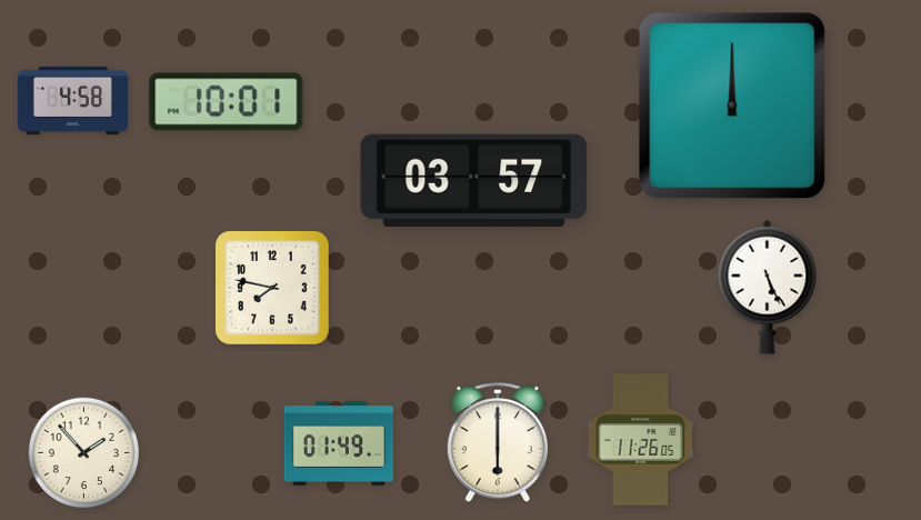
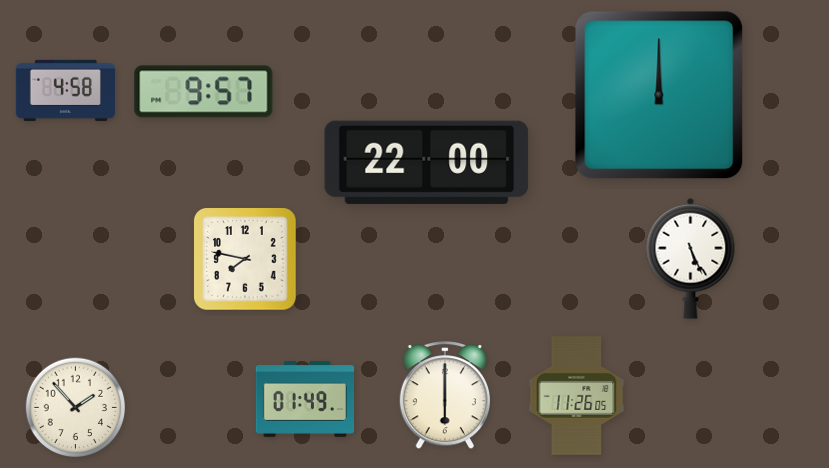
clock at (227, 102): 10:01 -> 9:57
clock at (474, 180): 03:57 -> 22:00
clock at (497, 443) position: (497, 443) -> (444, 396)
